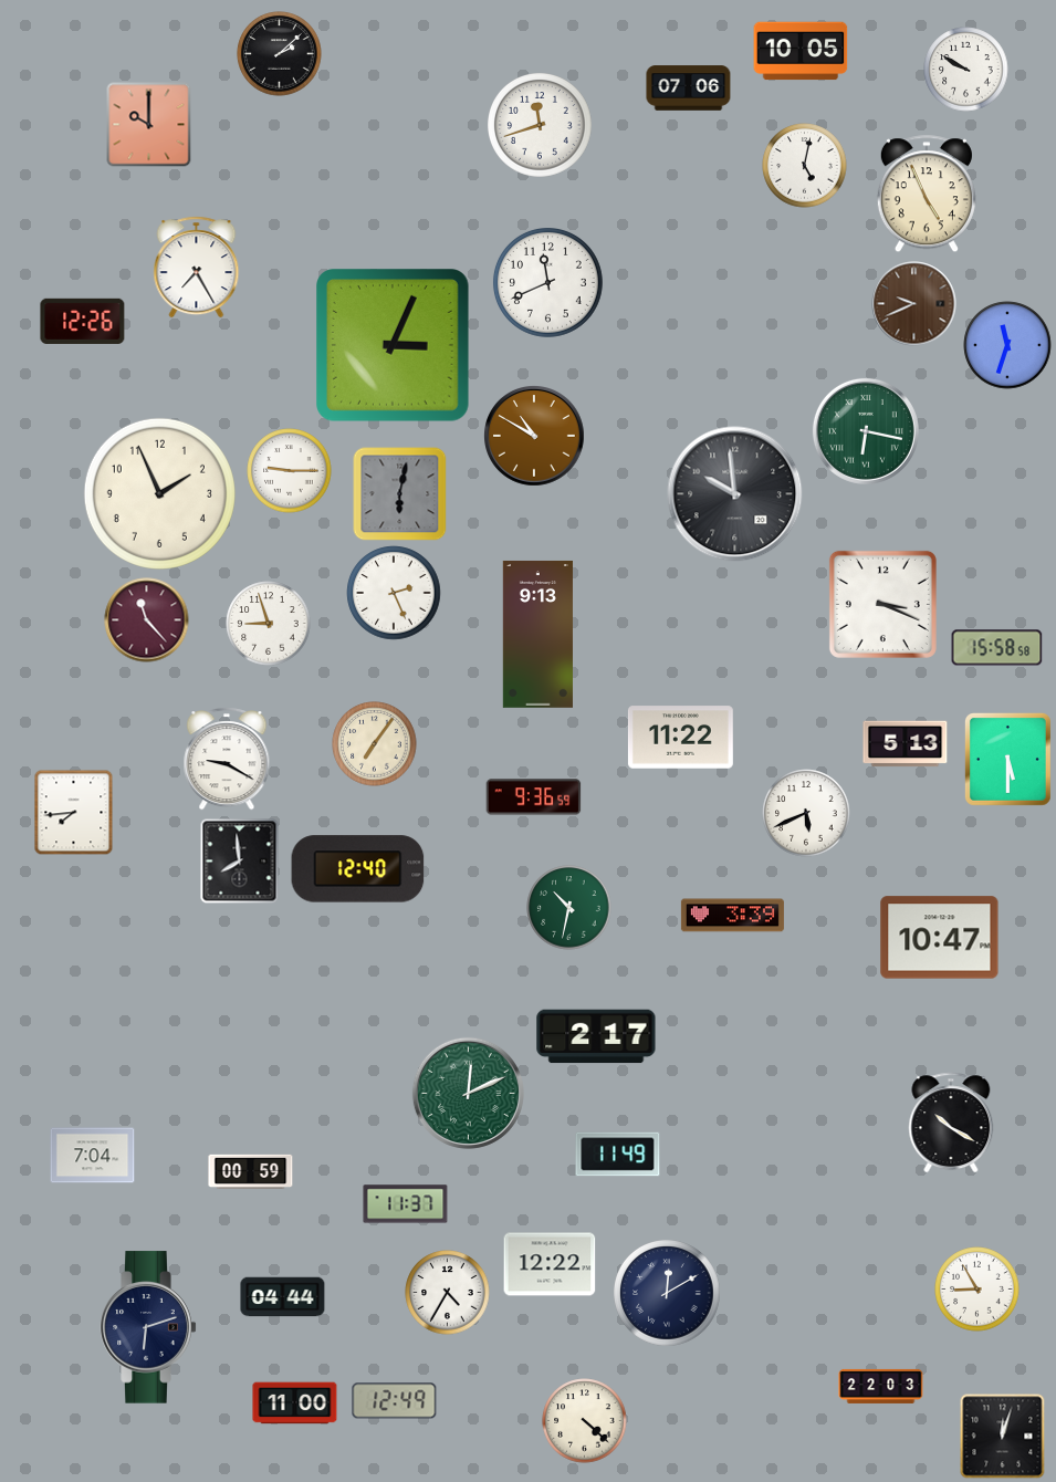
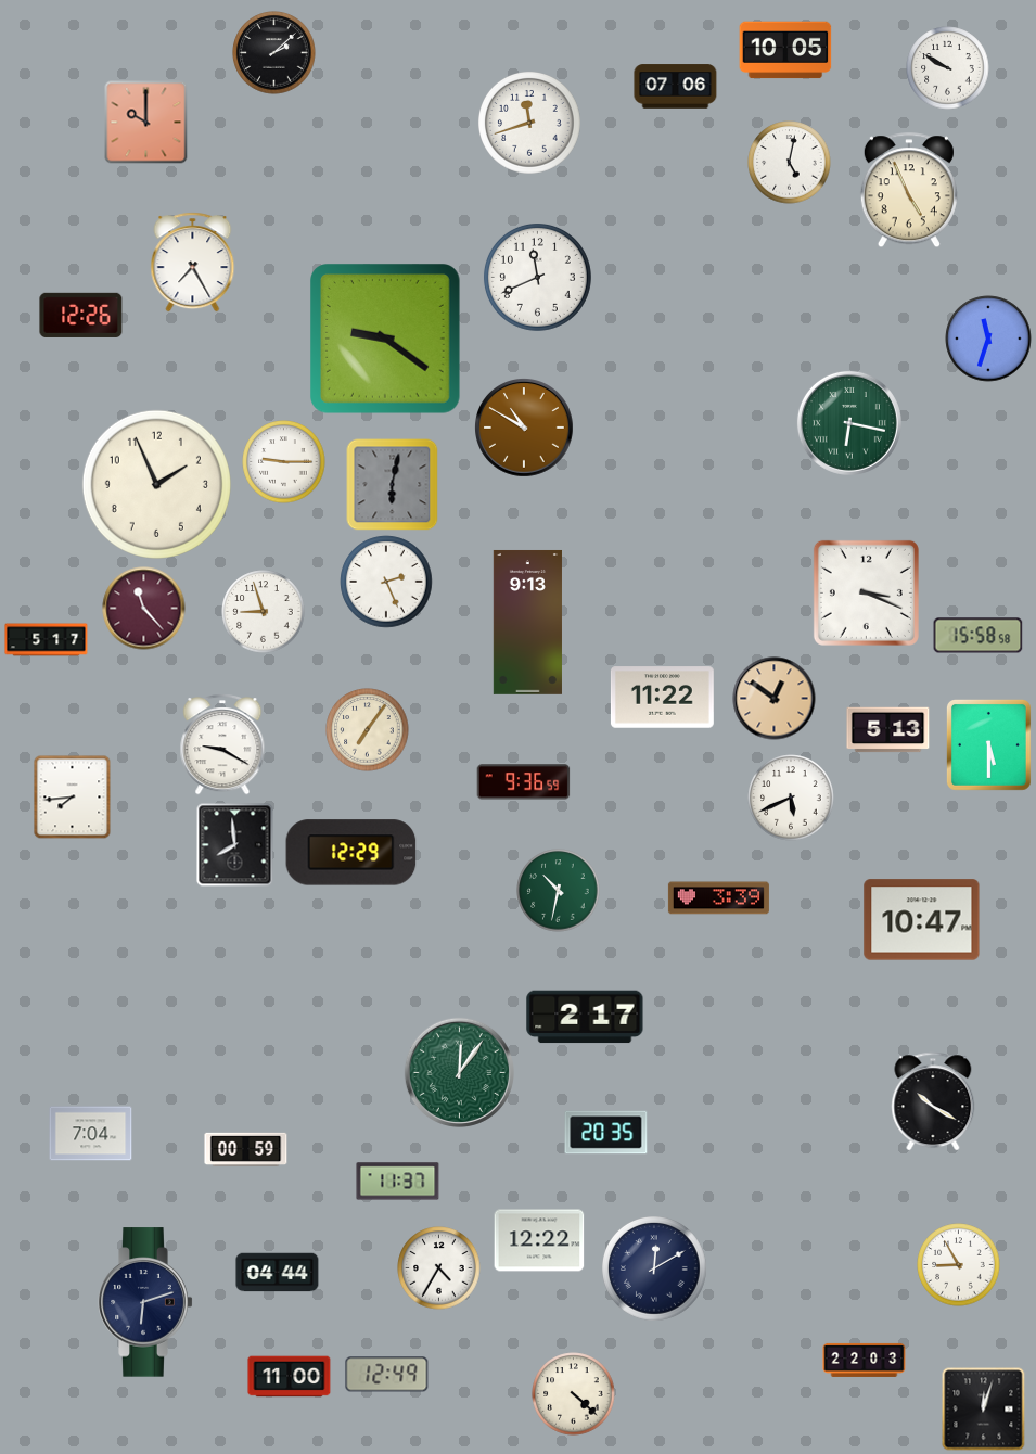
clock at (914, 304): 9:41 -> none
clock at (394, 346): 3:04 -> 9:21
clock at (735, 494): 9:59 -> none
clock at (47, 640): none -> 5:17
clock at (775, 699): none -> 12:51
clock at (680, 738) position: (680, 738) -> (662, 698)
clock at (358, 869): 12:40 -> 12:29
clock at (468, 1093): 12:11 -> 12:06
clock at (618, 1155): 11:49 -> 20:35
